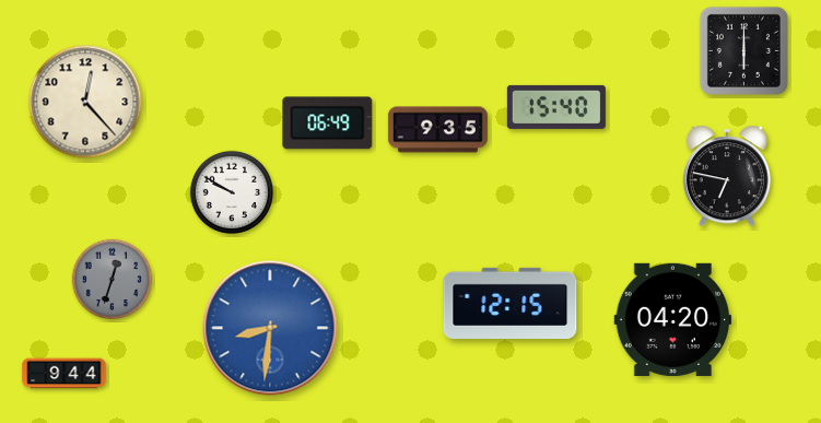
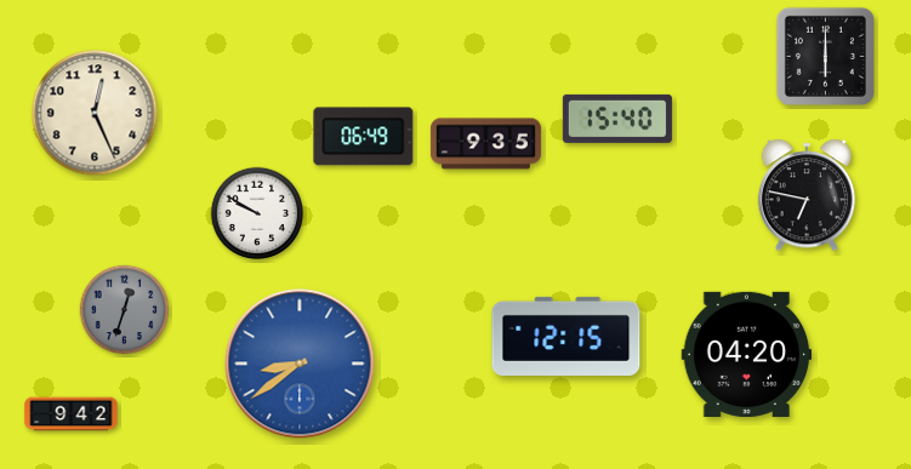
clock at (85, 102): 12:23 -> 12:26
clock at (270, 328): 8:31 -> 8:39
clock at (64, 374): 9:44 -> 9:42
